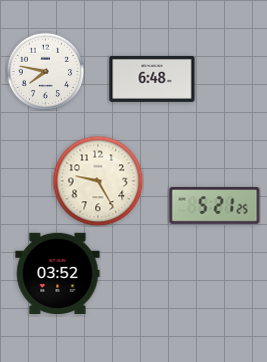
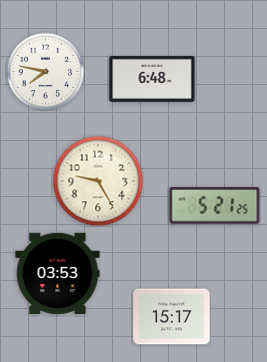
clock at (58, 273): 03:52 -> 03:53
clock at (172, 317): none -> 15:17
